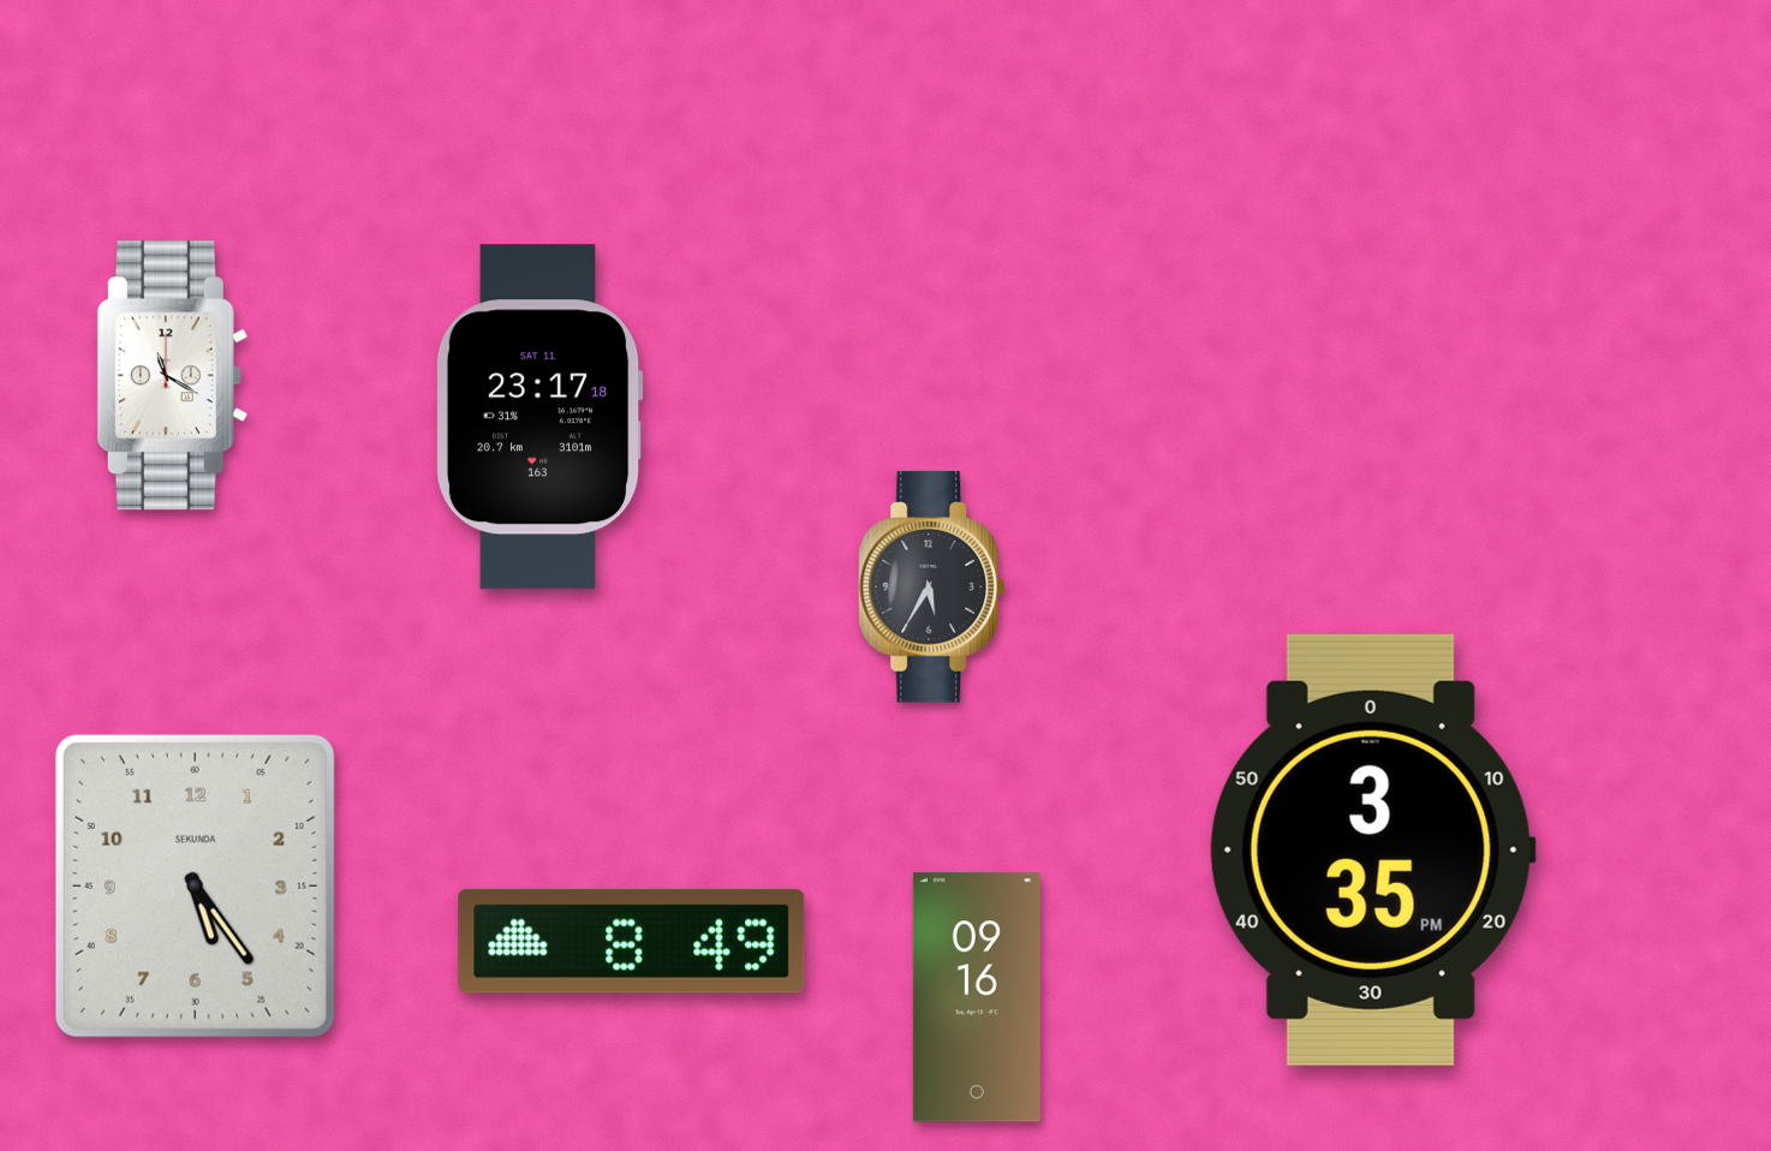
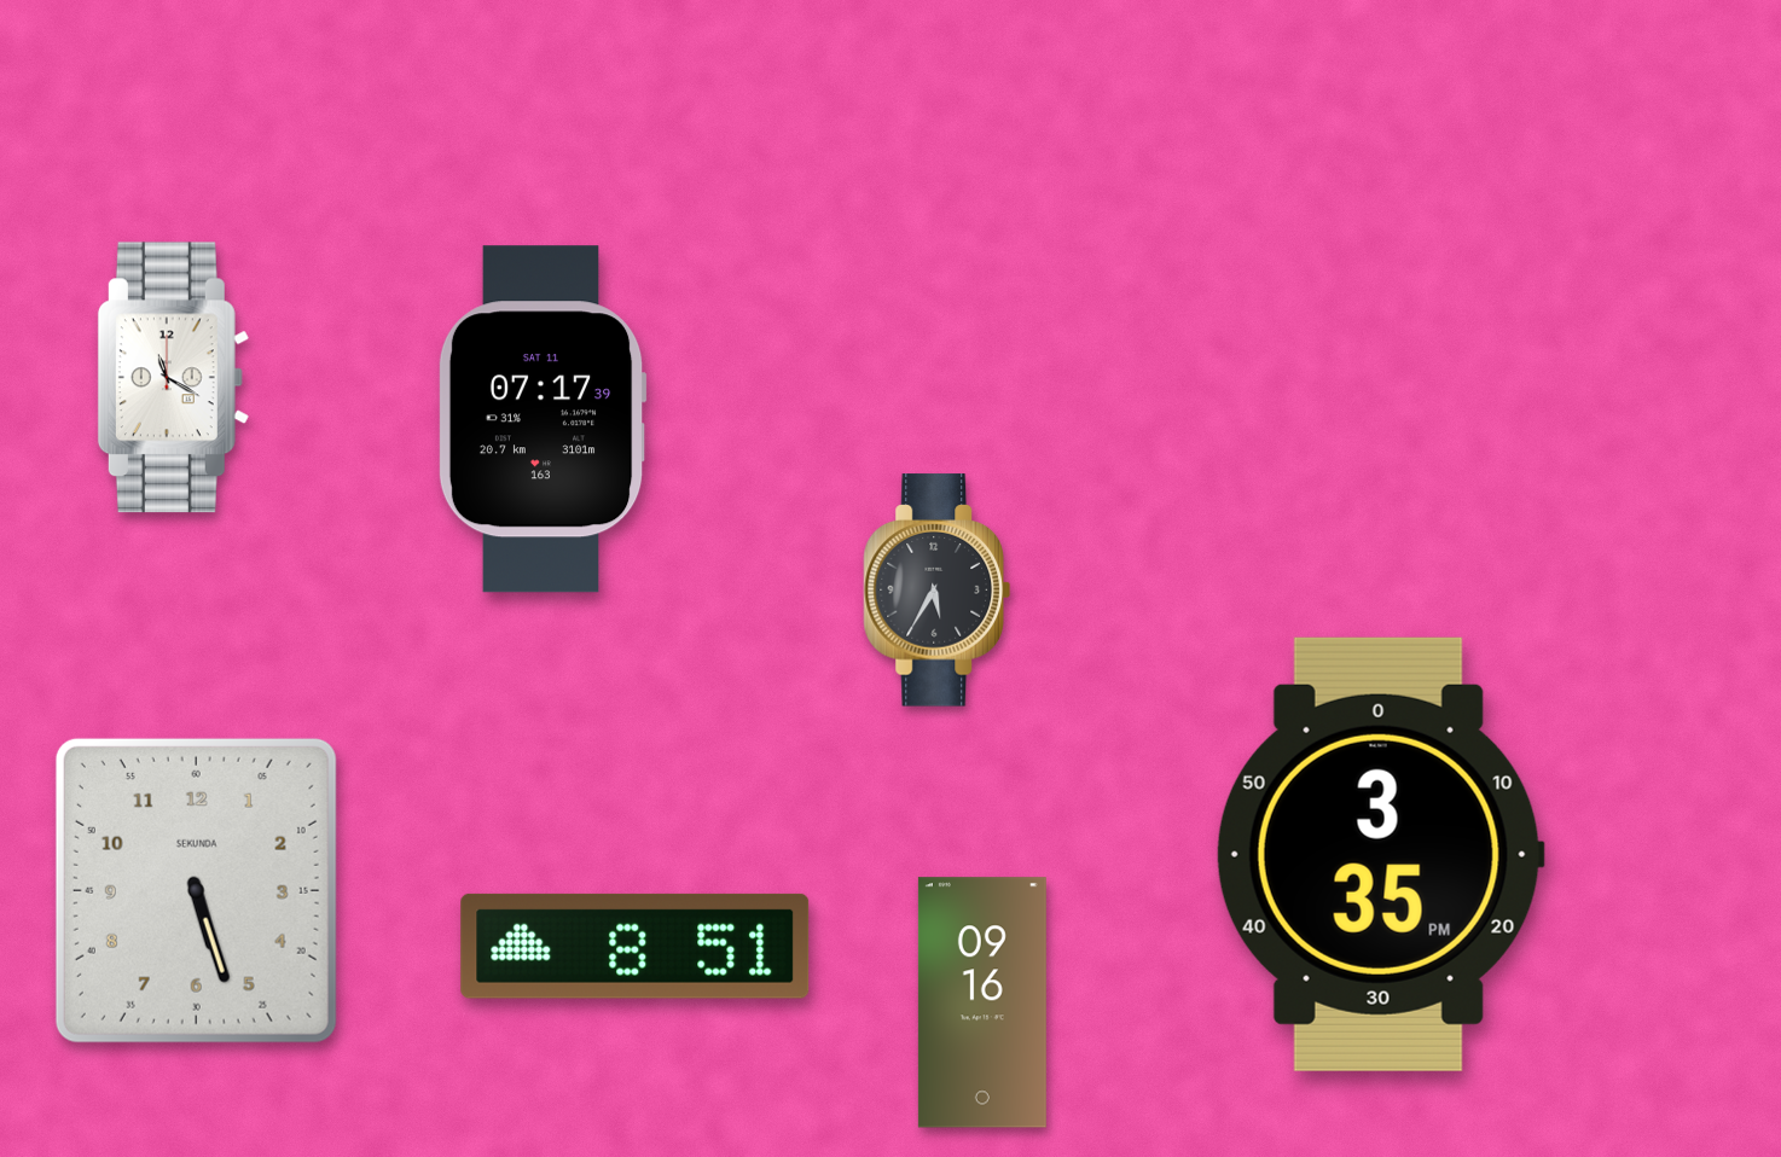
clock at (539, 417): 23:17 -> 07:17
clock at (195, 885): 5:24 -> 5:27
clock at (632, 941): 8:49 -> 8:51
